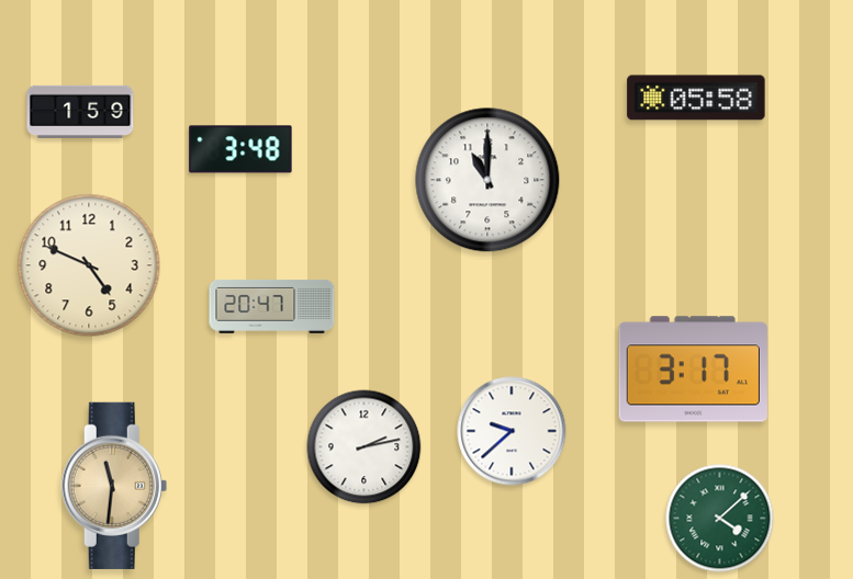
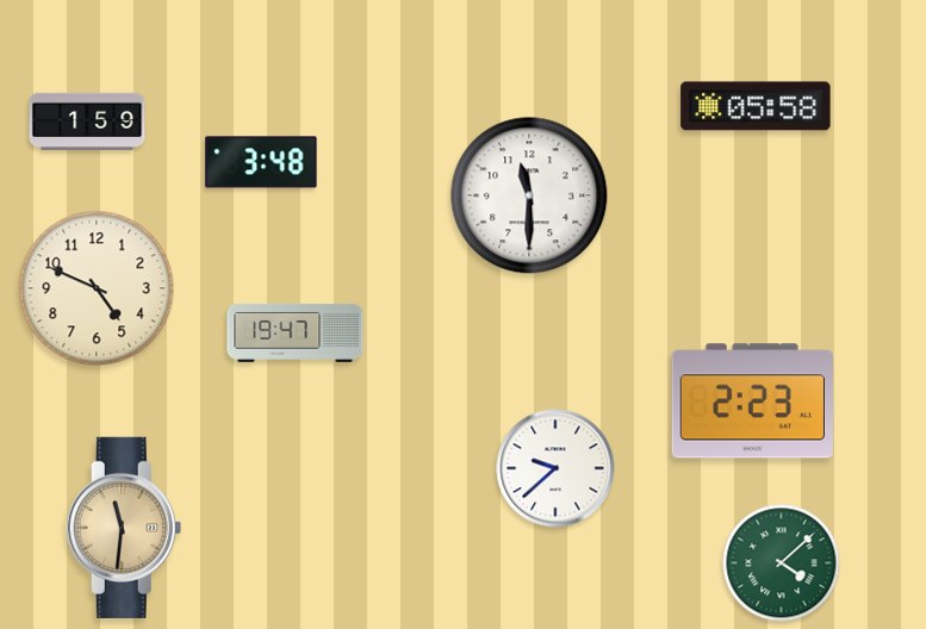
clock at (487, 180): 11:00 -> 11:30
clock at (272, 306): 20:47 -> 19:47
clock at (693, 370): 3:17 -> 2:23
clock at (364, 447): 2:13 -> none
